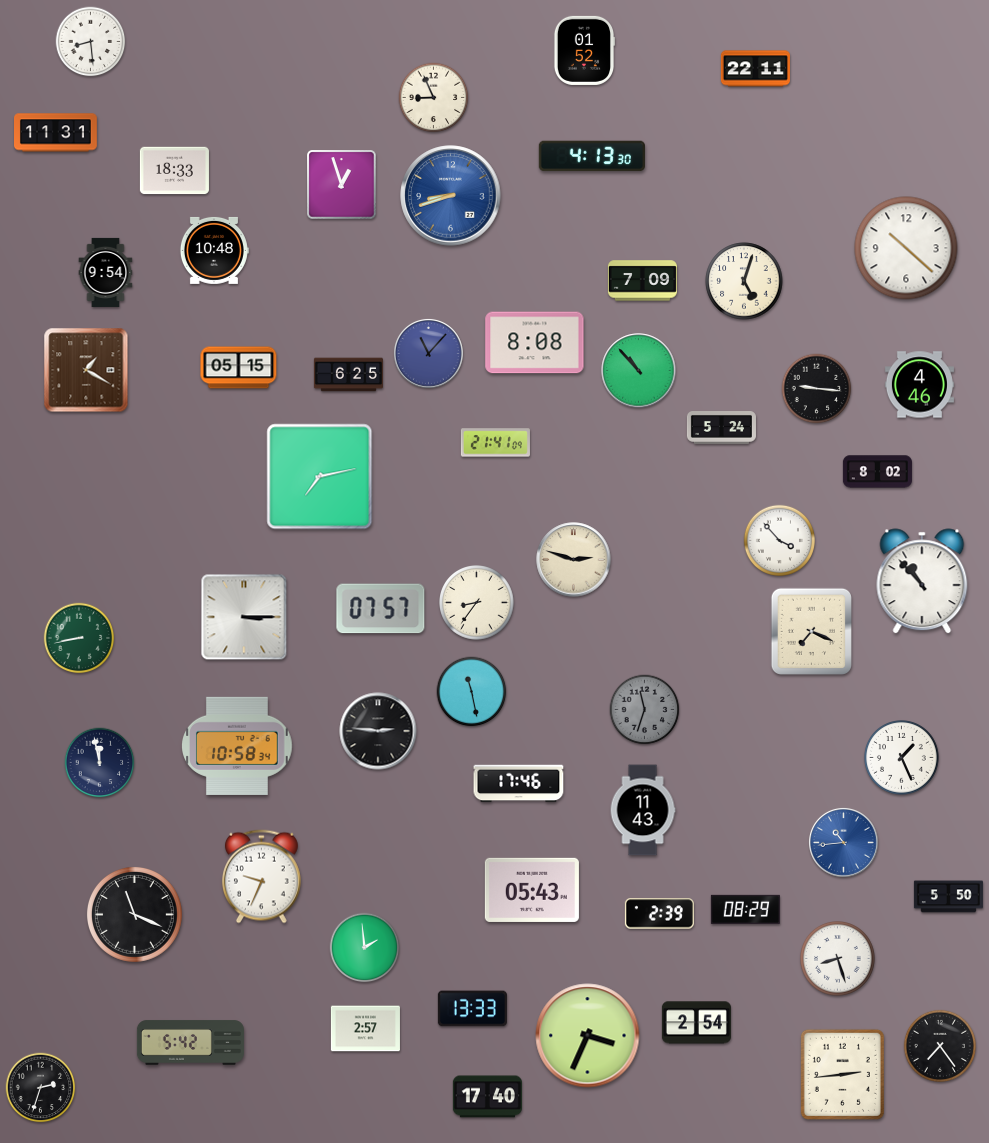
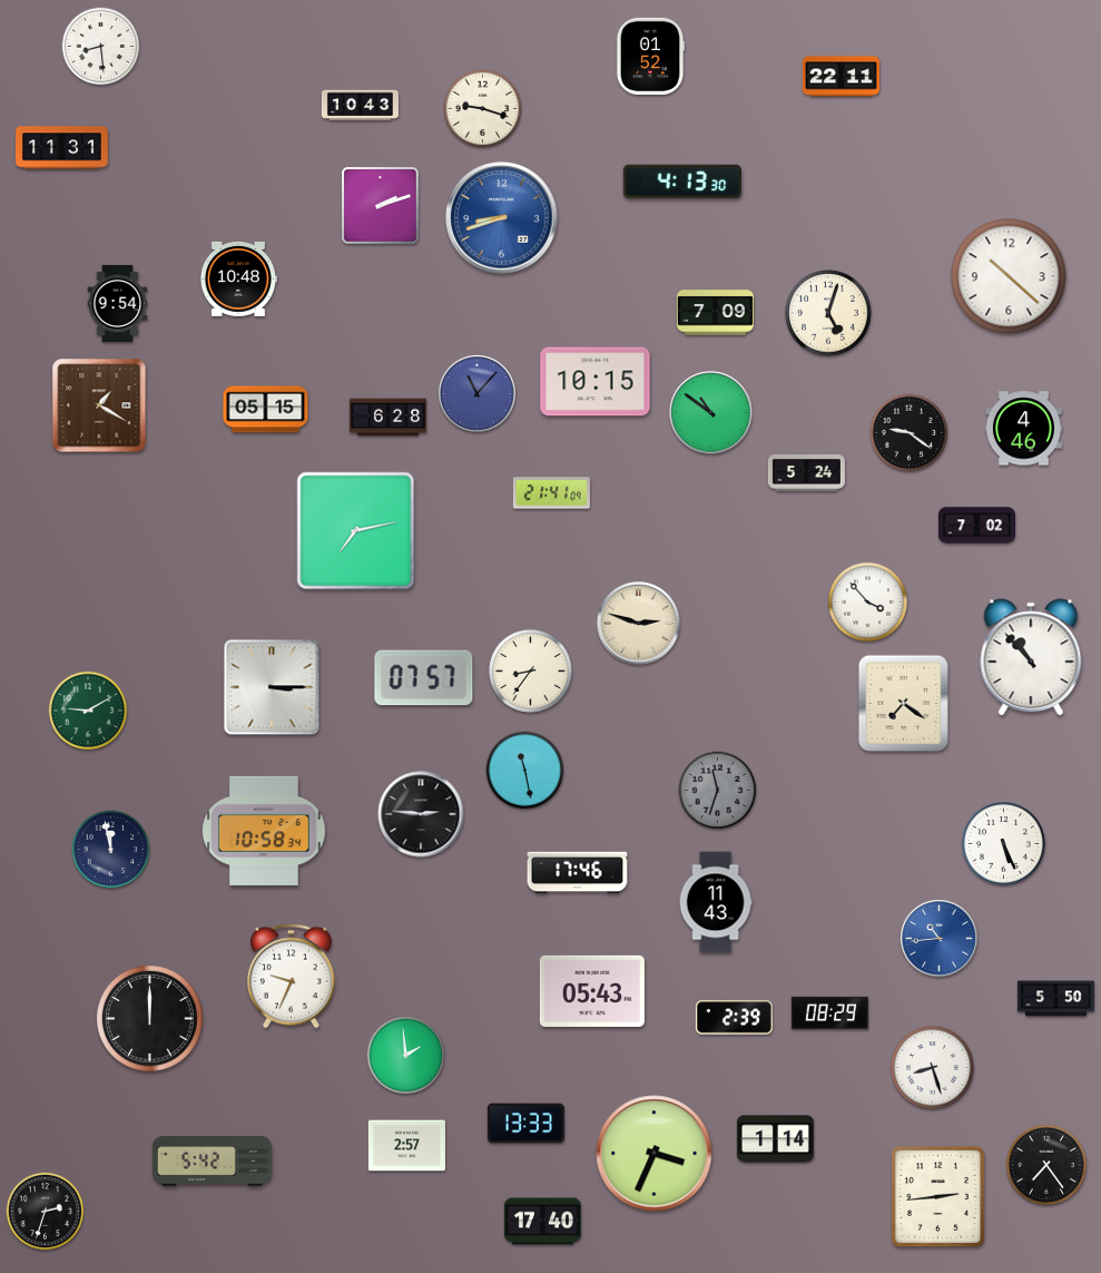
clock at (360, 106): none -> 10:43
clock at (434, 98): 8:56 -> 9:18
clock at (592, 156) position: (592, 156) -> (682, 182)
clock at (174, 171): 18:33 -> none
clock at (342, 185): 12:57 -> 2:12
clock at (535, 343): 8:08 -> 10:15
clock at (86, 370) position: (86, 370) -> (99, 405)
clock at (639, 371): 10:53 -> 10:51
clock at (348, 375): 6:25 -> 6:28
clock at (817, 389): 9:16 -> 9:21
clock at (721, 428) position: (721, 428) -> (806, 473)
clock at (877, 472): 8:02 -> 7:02
clock at (922, 581) position: (922, 581) -> (1031, 657)
clock at (811, 631): 7:19 -> 7:21
clock at (79, 638): 8:43 -> 9:10
clock at (902, 758): 1:26 -> 5:26
clock at (134, 914): 11:19 -> 12:00
clock at (696, 1023): 2:54 -> 1:14
